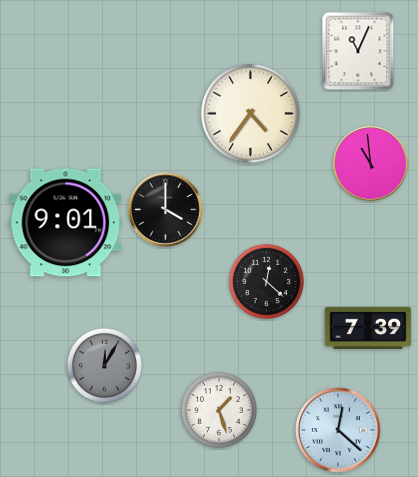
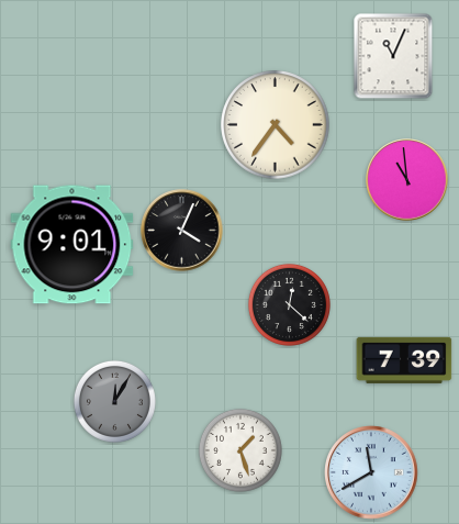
clock at (166, 210): 4:00 -> 4:04
clock at (266, 281) position: (266, 281) -> (289, 304)
clock at (338, 430): 12:22 -> 11:40
